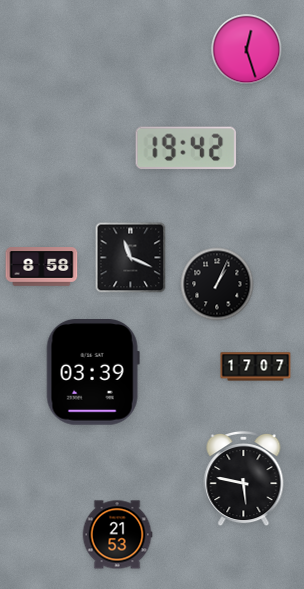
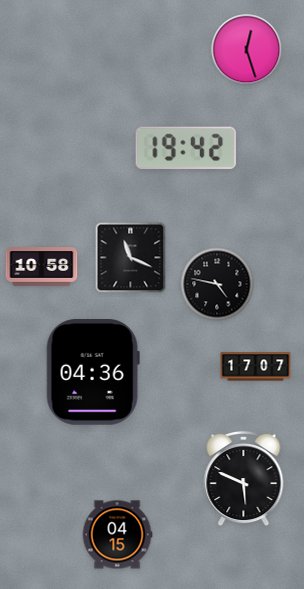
clock at (42, 267): 8:58 -> 10:58
clock at (217, 284): 1:04 -> 4:47
clock at (93, 373): 03:39 -> 04:36
clock at (244, 479): 5:47 -> 5:49
clock at (117, 535): 21:53 -> 04:15
